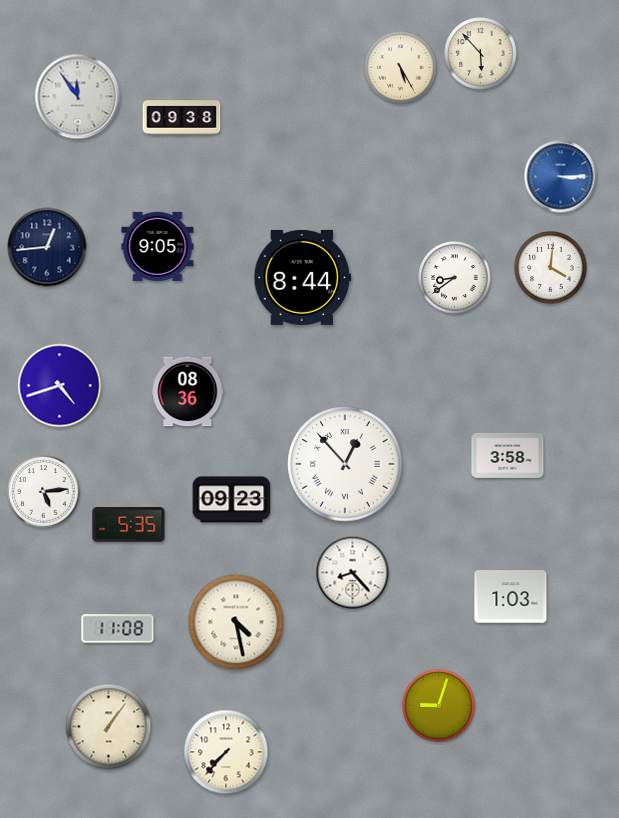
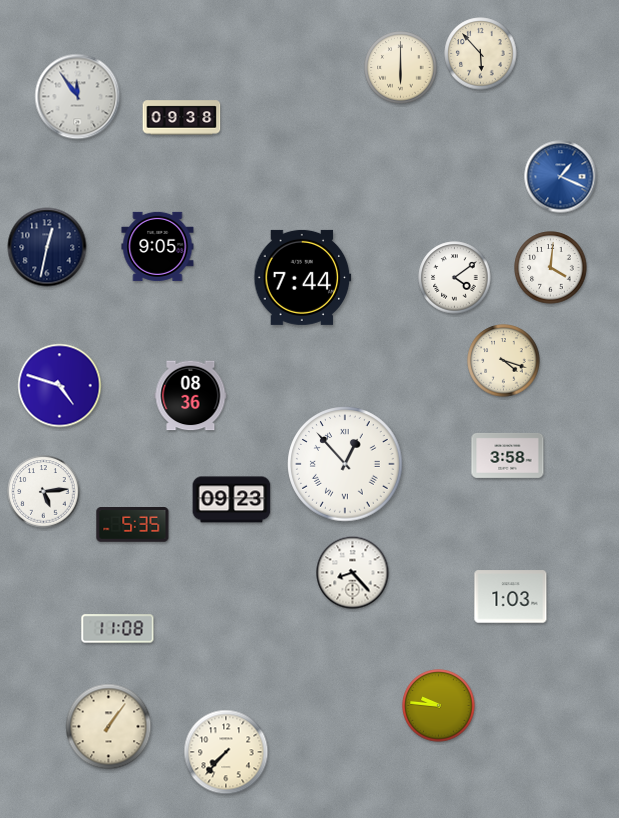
clock at (401, 68): 5:25 -> 6:00
clock at (561, 177): 3:15 -> 1:19
clock at (47, 247): 12:44 -> 12:32
clock at (303, 277): 8:44 -> 7:44
clock at (455, 278): 8:39 -> 4:09
clock at (504, 361): none -> 4:18
clock at (60, 386): 4:42 -> 4:48
clock at (188, 392) position: (188, 392) -> (191, 396)
clock at (129, 525) position: (129, 525) -> (133, 525)
clock at (236, 622): 4:28 -> none
clock at (439, 706): 9:03 -> 9:46
